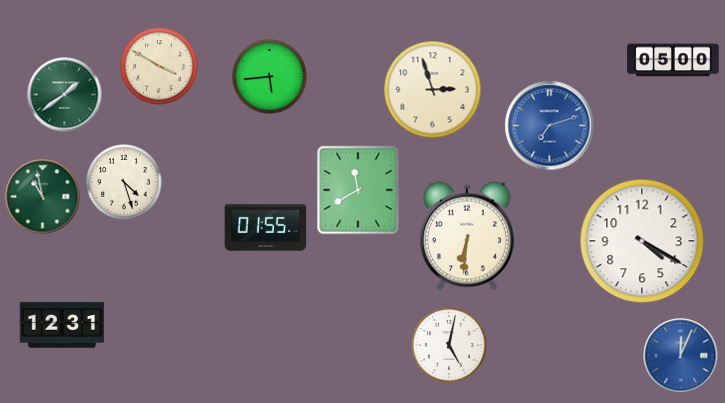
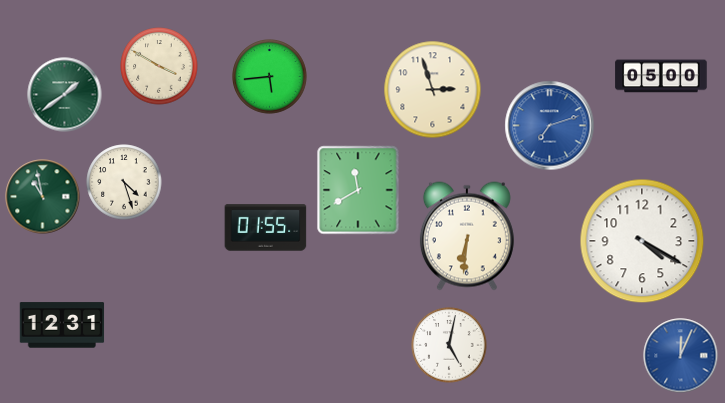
clock at (673, 60) position: (673, 60) -> (661, 76)
